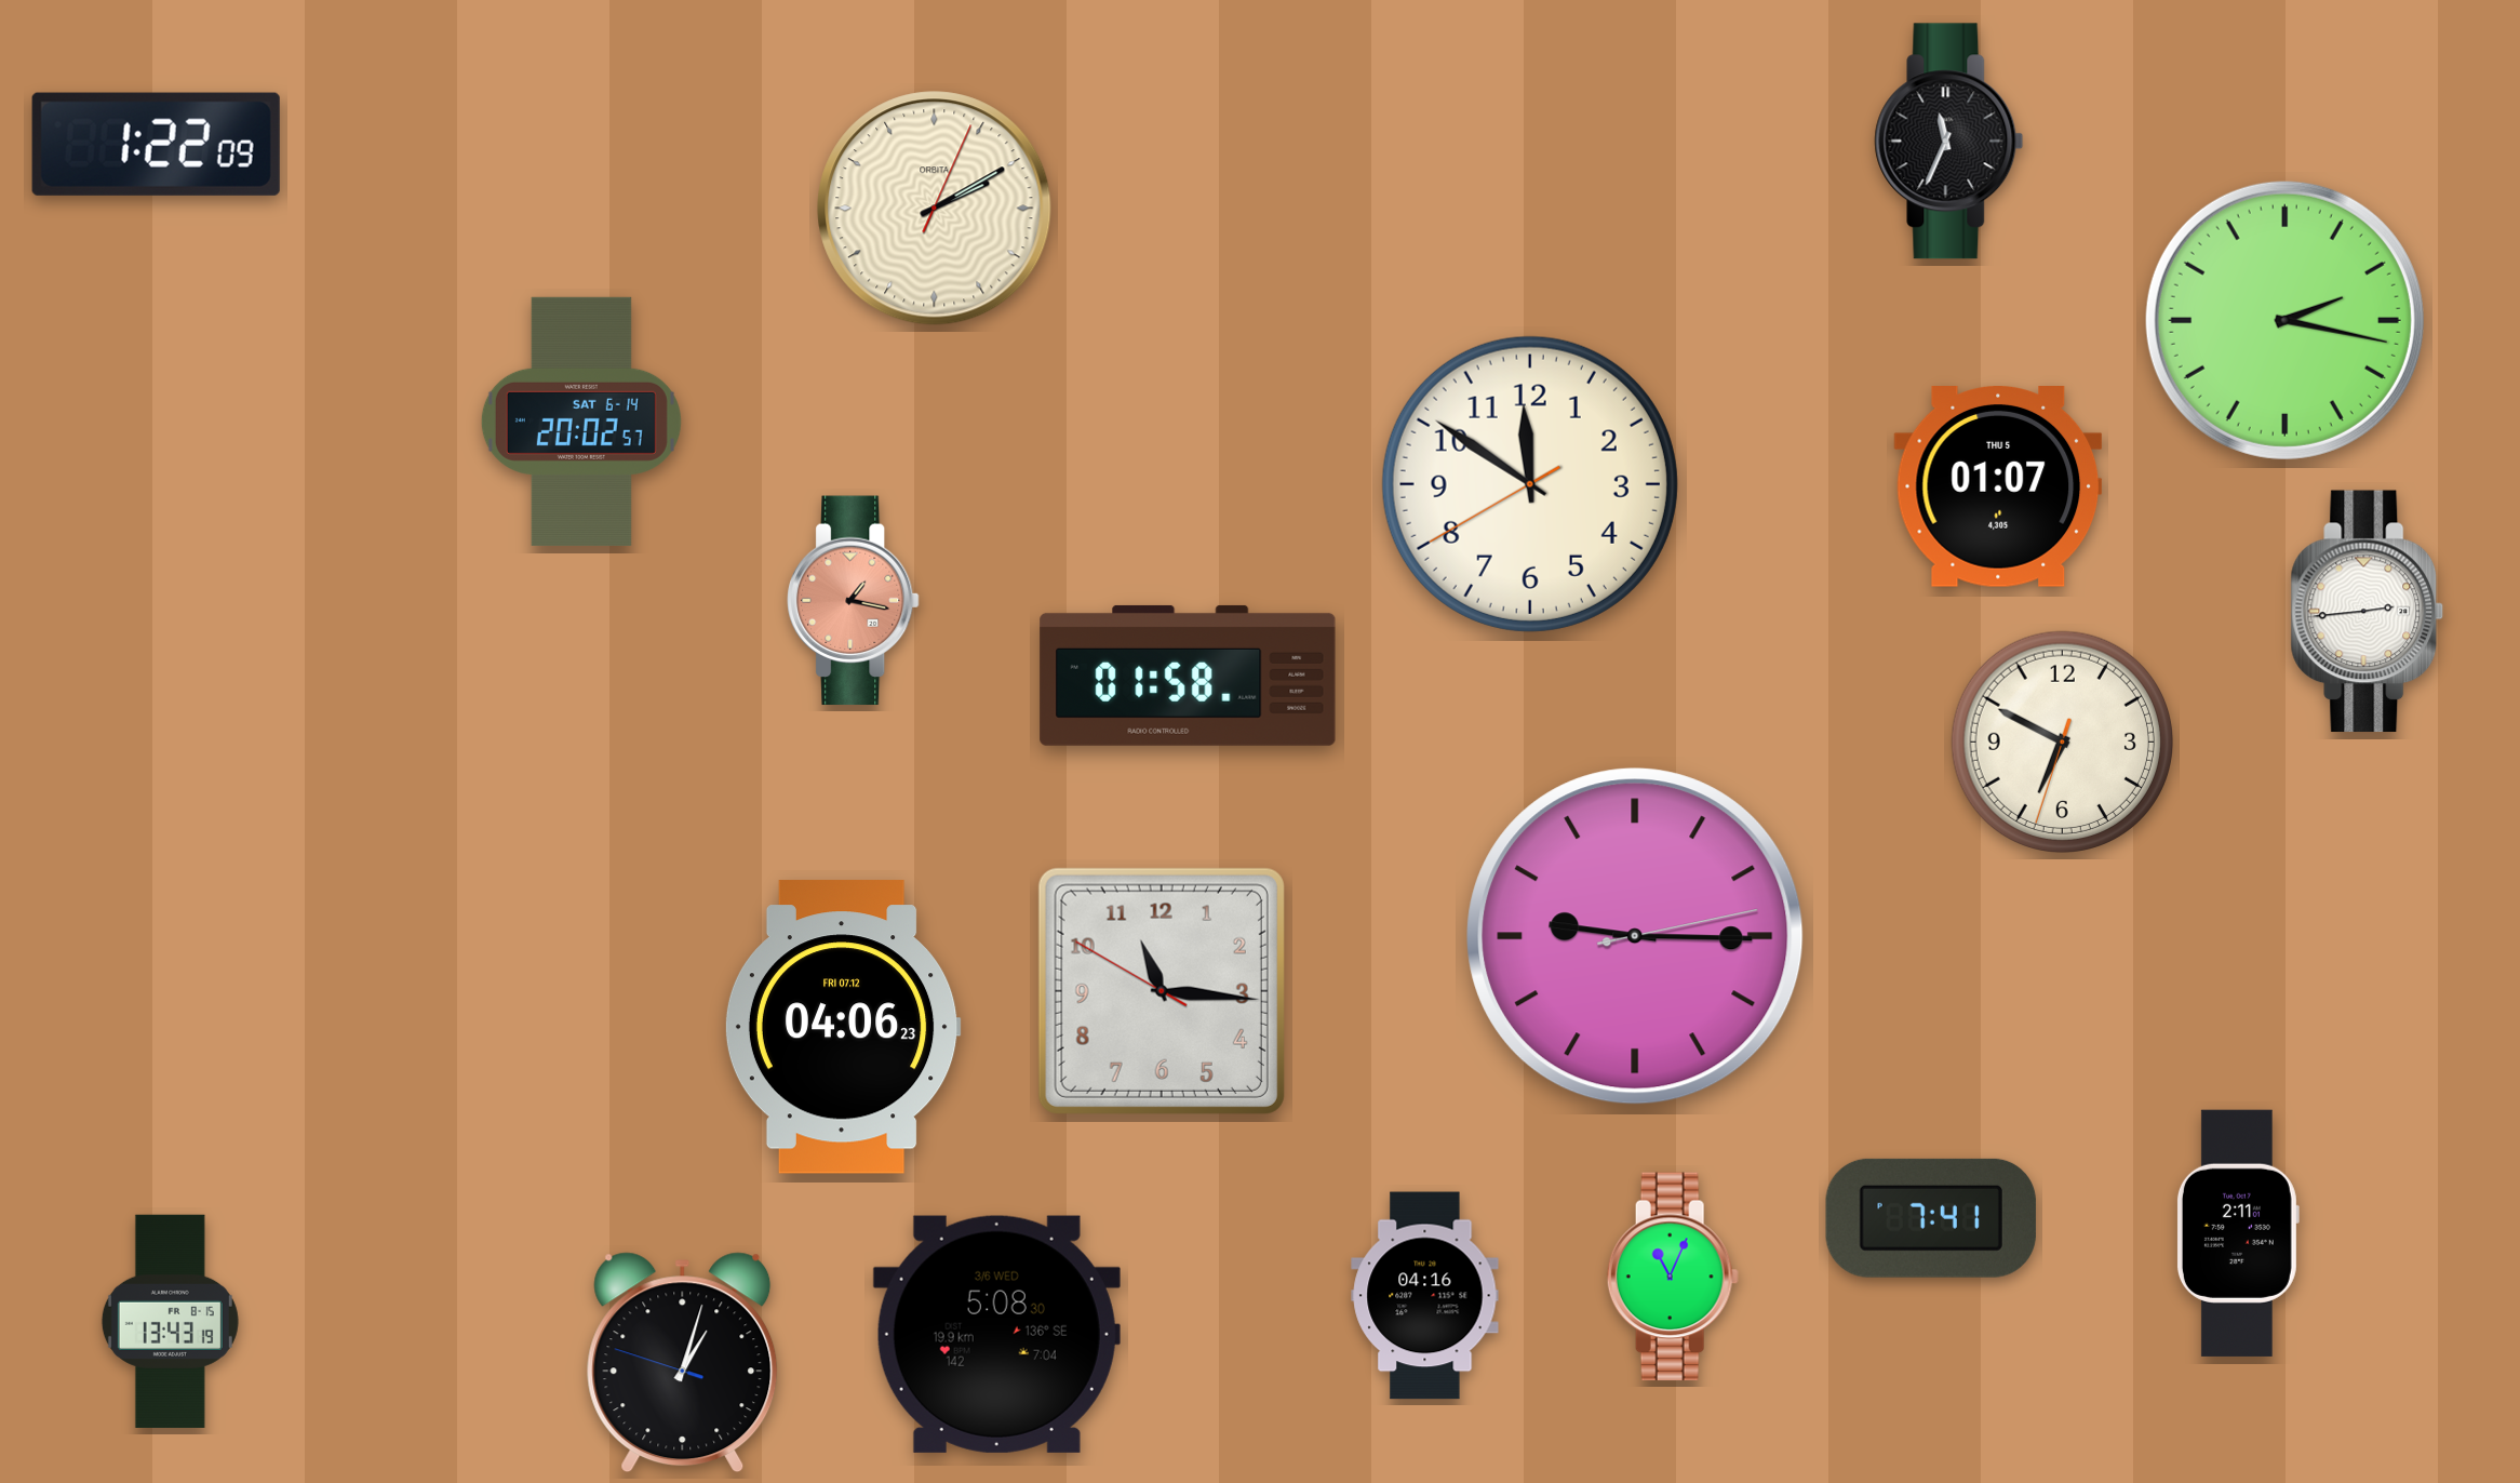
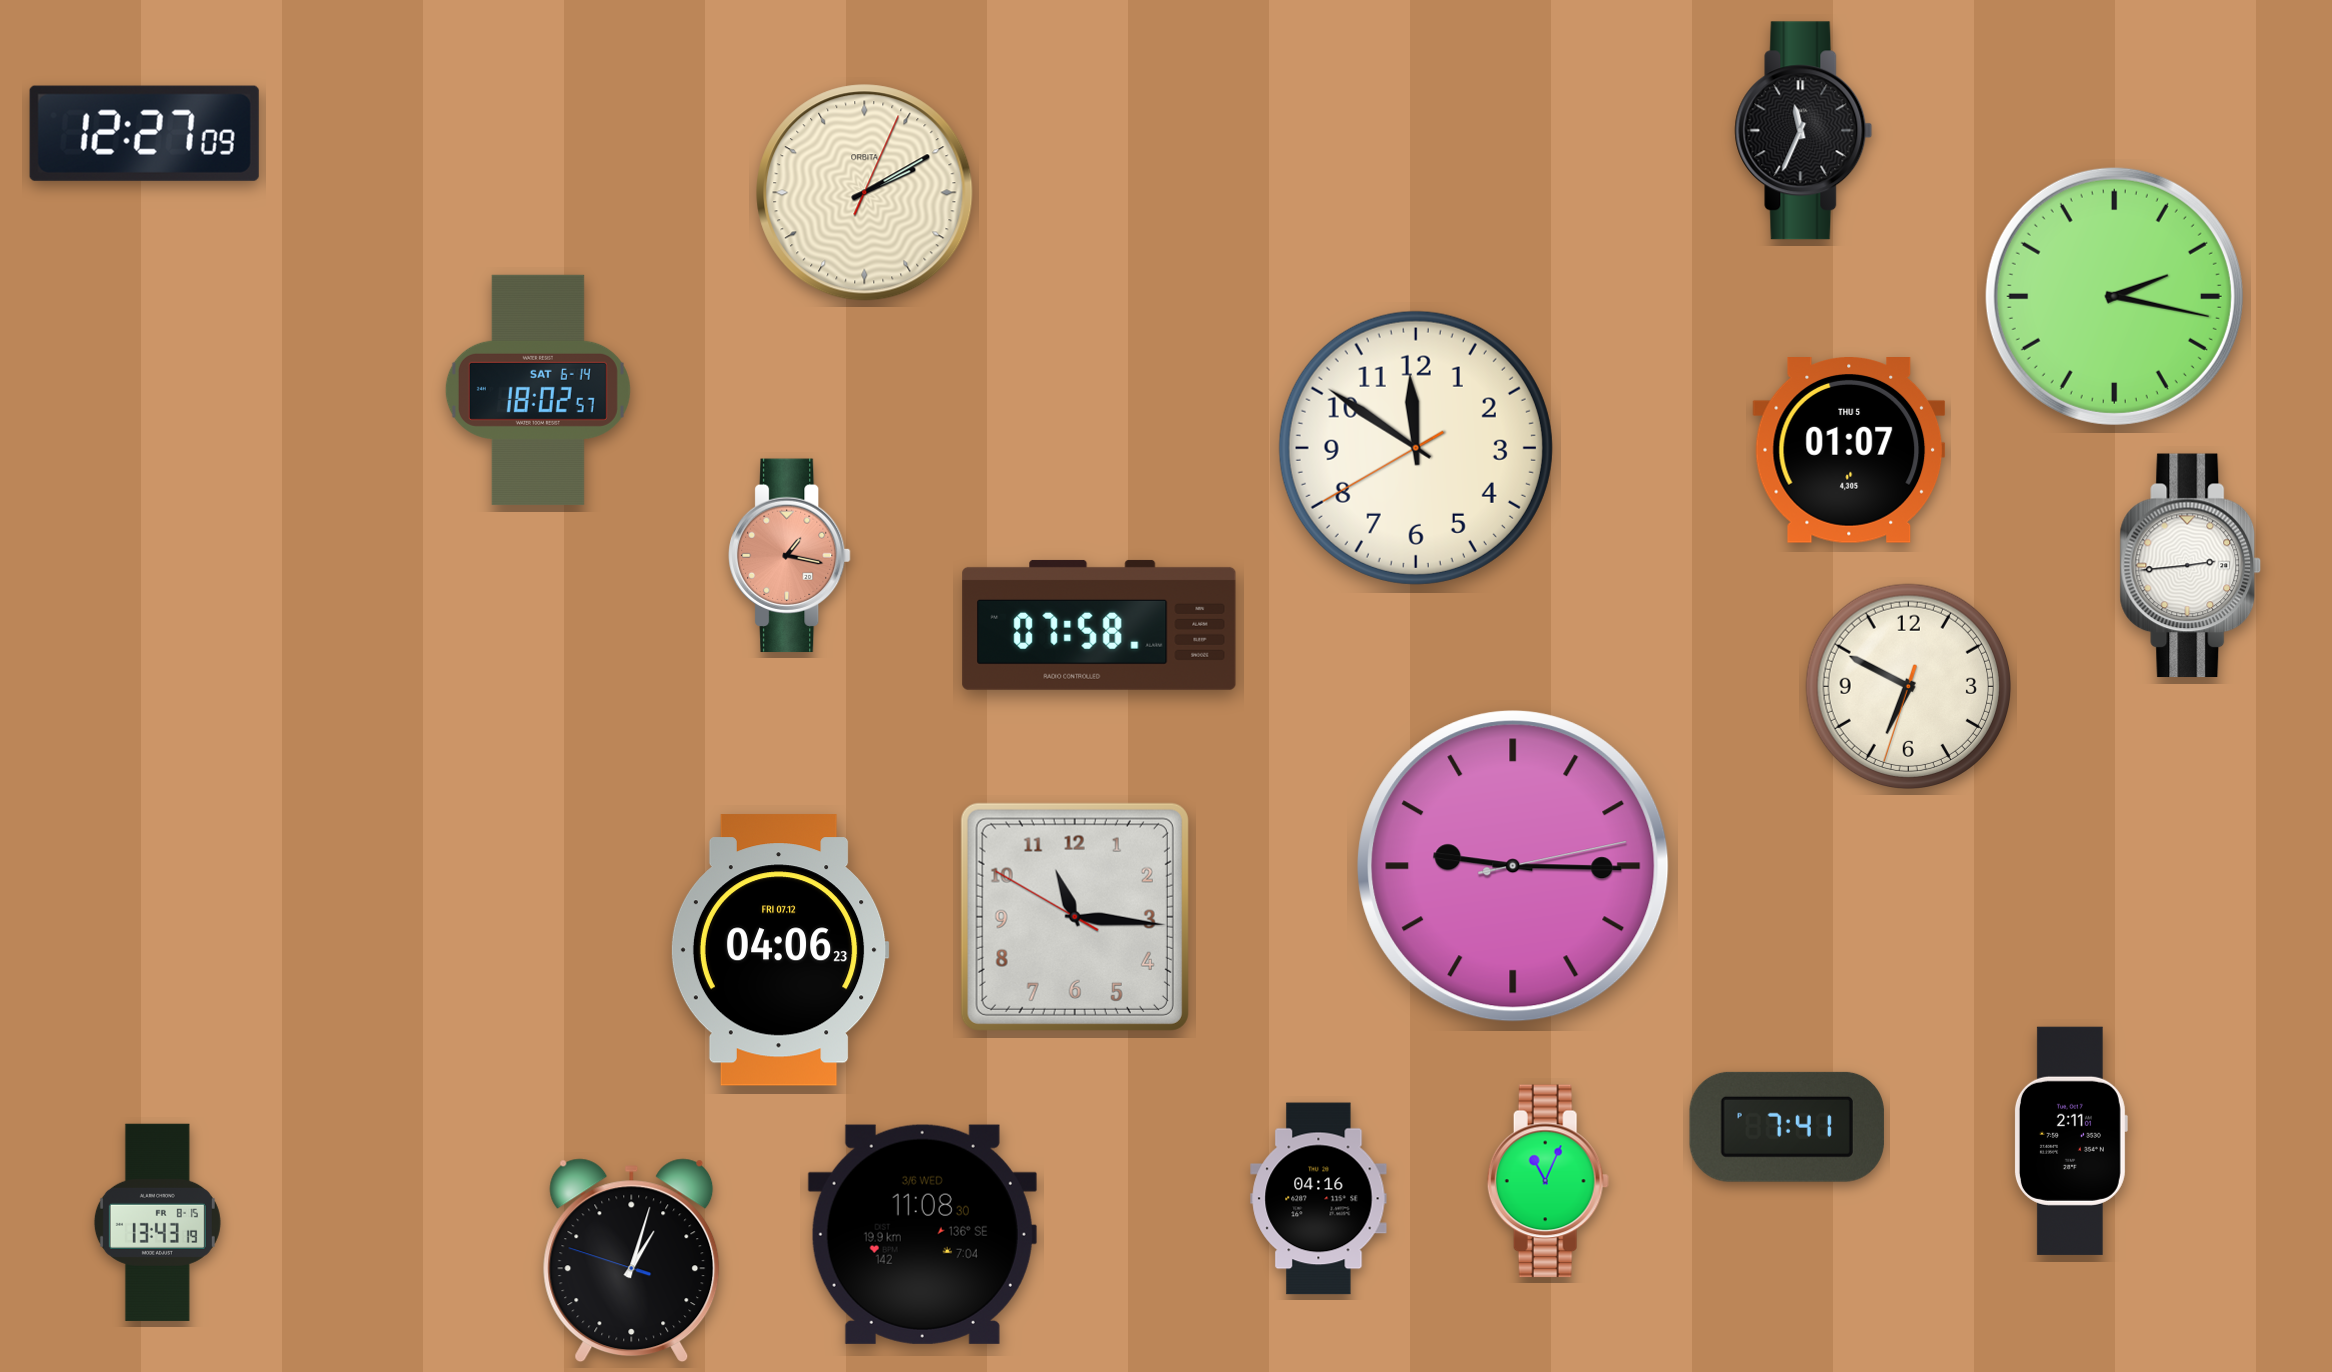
clock at (156, 144): 1:22 -> 12:27
clock at (581, 422): 20:02 -> 18:02
clock at (1188, 676): 01:58 -> 07:58
clock at (996, 1334): 5:08 -> 11:08
